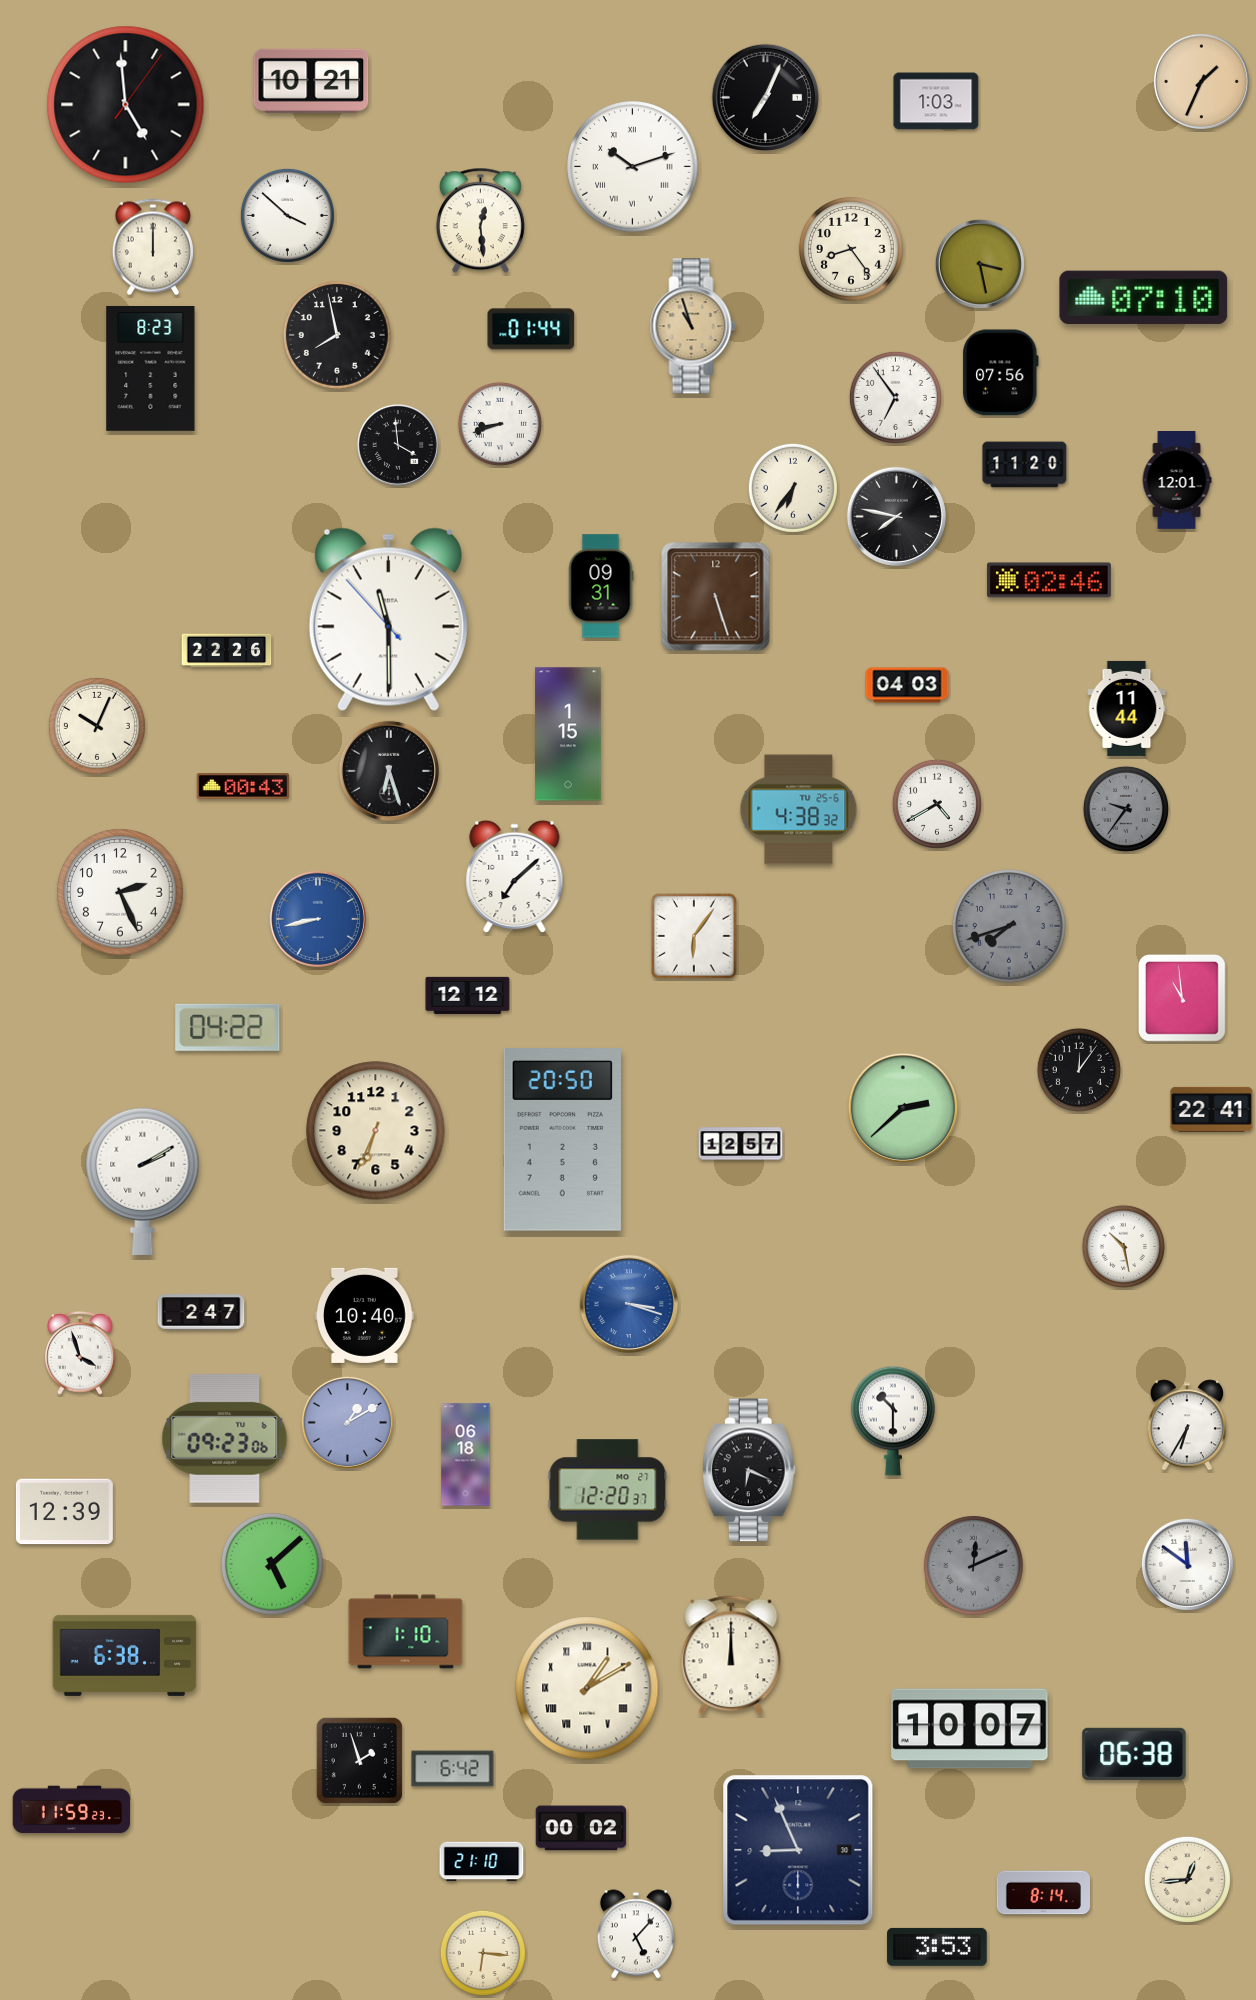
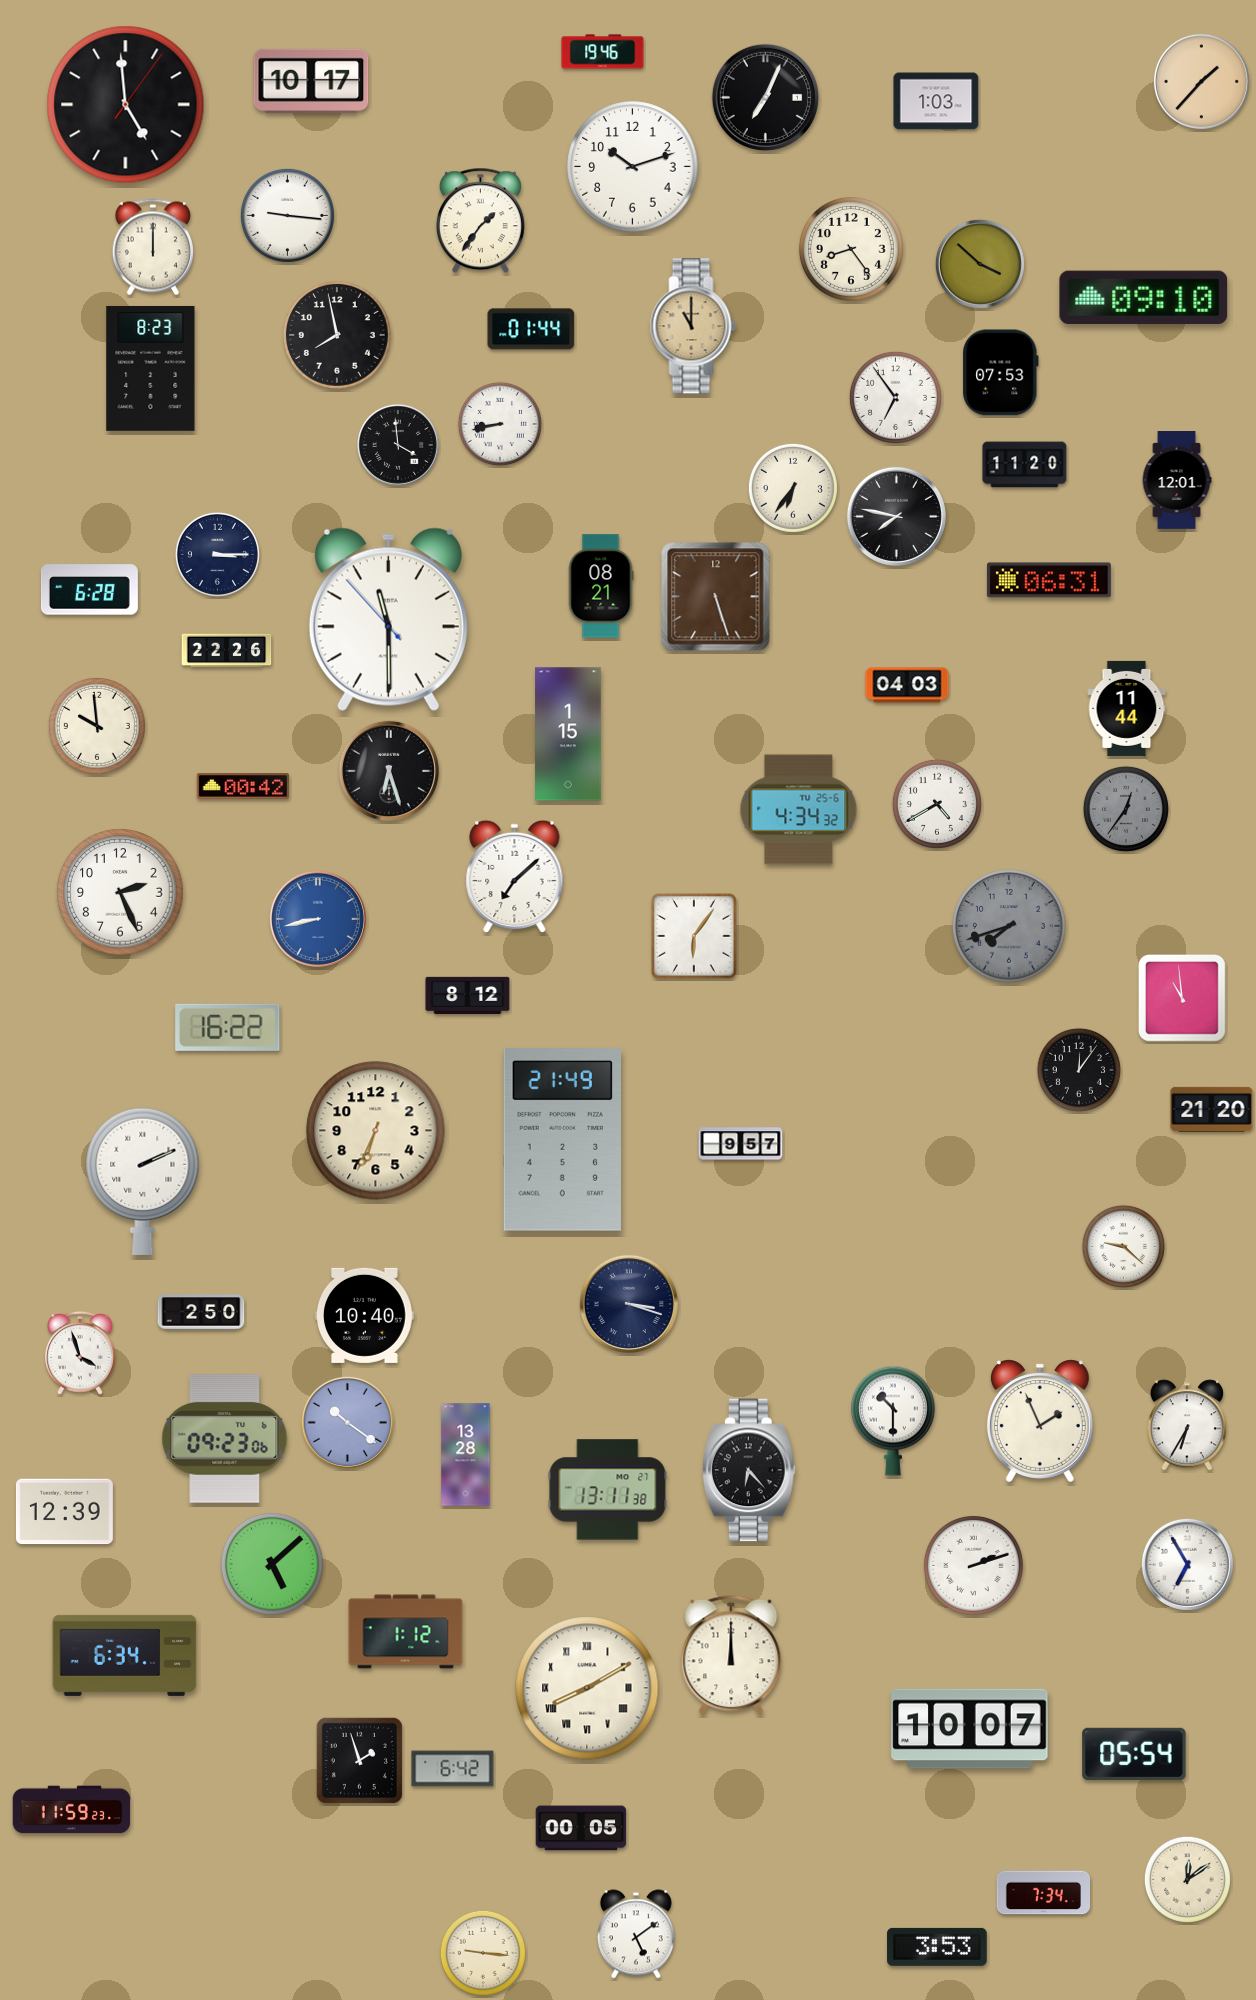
clock at (603, 52): none -> 19:46
clock at (311, 81): 10:21 -> 10:17
clock at (1201, 81): 1:34 -> 1:37
clock at (633, 167) numerals: Roman -> Arabic
clock at (287, 215): 3:52 -> 9:16
clock at (480, 221): 12:29 -> 1:36
clock at (980, 264): 3:28 -> 3:52
clock at (1144, 297): 07:10 -> 09:10
clock at (693, 326): 10:57 -> 11:00
clock at (1001, 373): 07:56 -> 07:53
clock at (500, 424): 8:42 -> 8:43
clock at (217, 554): none -> 3:15
clock at (1049, 580): 02:46 -> 06:31
clock at (601, 586): 09:31 -> 08:21
clock at (89, 590): none -> 6:28
clock at (97, 726): 10:04 -> 9:59
clock at (242, 786): 00:43 -> 00:42
clock at (1126, 809): 9:36 -> 12:36
clock at (799, 810): 4:38 -> 4:34
clock at (468, 995): 12:12 -> 8:12
clock at (228, 1027): 04:22 -> 16:22
clock at (902, 1107): 2:38 -> none
clock at (1212, 1109): 22:41 -> 21:20
clock at (562, 1140): 20:50 -> 21:49
clock at (741, 1144): 12:57 -> 9:57
clock at (143, 1181): 2:10 -> 2:11
clock at (1123, 1246): 10:28 -> 9:22
clock at (629, 1304) dial: blue -> navy
clock at (201, 1312): 2:47 -> 2:50
clock at (1040, 1421): none -> 1:56
clock at (347, 1422): 1:10 -> 10:21
clock at (466, 1455): 06:18 -> 13:28
clock at (749, 1470): 6:19 -> 6:23
clock at (608, 1490): 12:20 -> 13:11
clock at (1187, 1564): 11:51 -> 6:55
clock at (973, 1565): 12:11 -> 2:12
clock at (973, 1565) dial: grey -> white
clock at (406, 1632): 1:10 -> 1:12
clock at (125, 1655): 6:38 -> 6:34
clock at (587, 1688): 1:10 -> 8:10
clock at (1134, 1754): 06:38 -> 05:54
clock at (581, 1828): 00:02 -> 00:05
clock at (798, 1850): 8:56 -> none
clock at (482, 1862): 21:10 -> none
clock at (1187, 1879): 12:44 -> 12:09
clock at (1043, 1893): 8:14 -> 7:34
clock at (636, 1934): 5:07 -> 5:09
clock at (483, 1953): 6:16 -> 9:16
